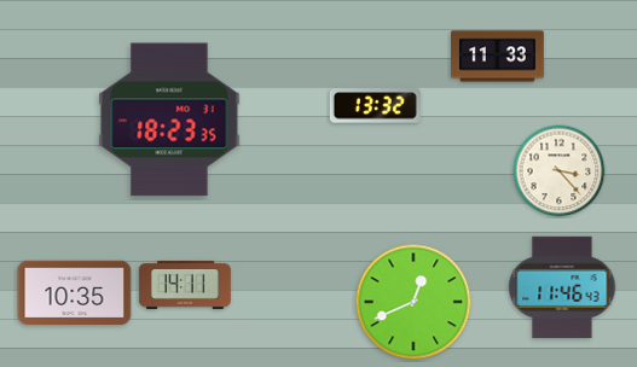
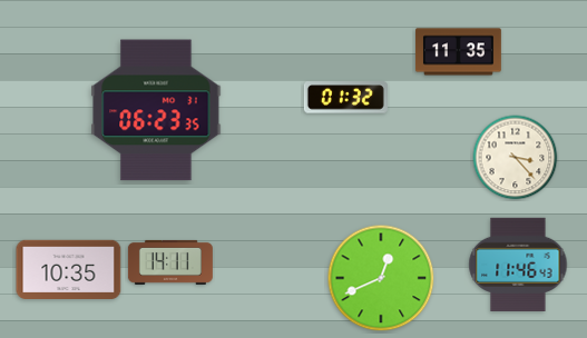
clock at (498, 57): 11:33 -> 11:35
clock at (375, 106): 13:32 -> 01:32
clock at (169, 120): 18:23 -> 06:23
